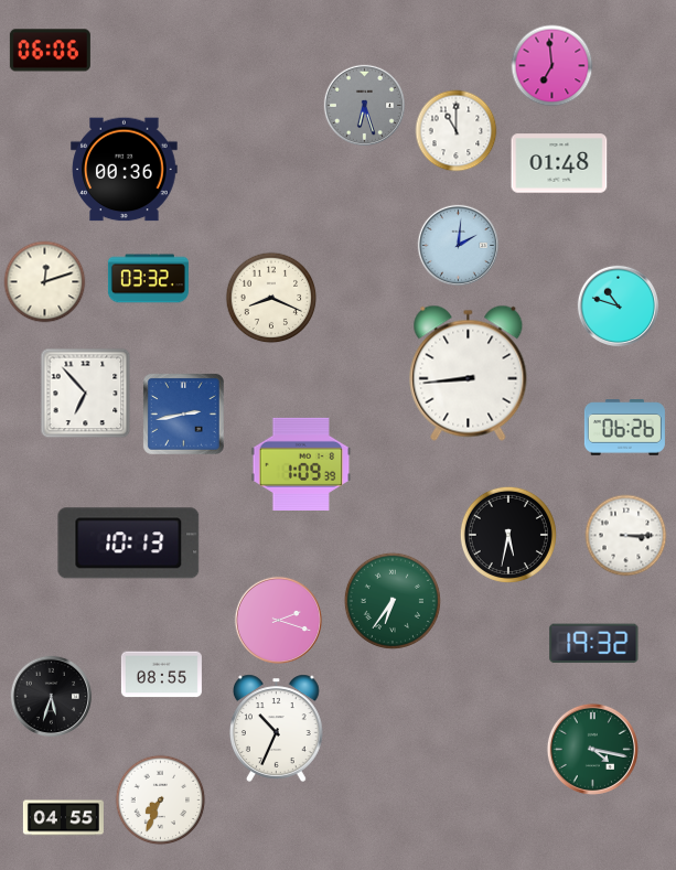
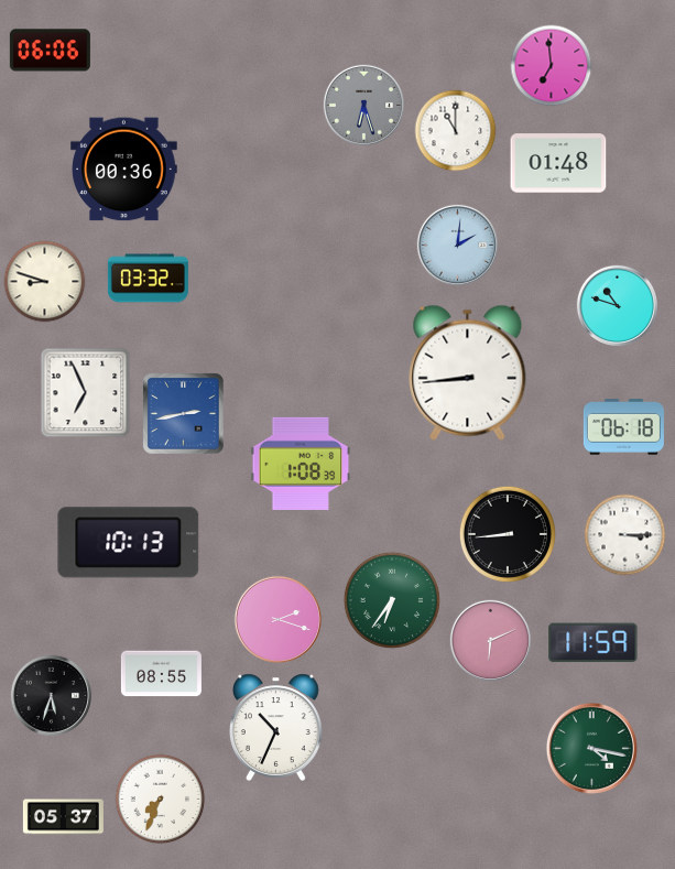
clock at (45, 282): 12:12 -> 8:48
clock at (271, 298): 8:19 -> none
clock at (86, 394): 6:53 -> 6:56
clock at (624, 428): 06:26 -> 06:18
clock at (301, 464): 1:09 -> 1:08
clock at (508, 535): 5:32 -> 8:44
clock at (490, 640): none -> 6:11
clock at (594, 644): 19:32 -> 11:59
clock at (63, 818): 04:55 -> 05:37
